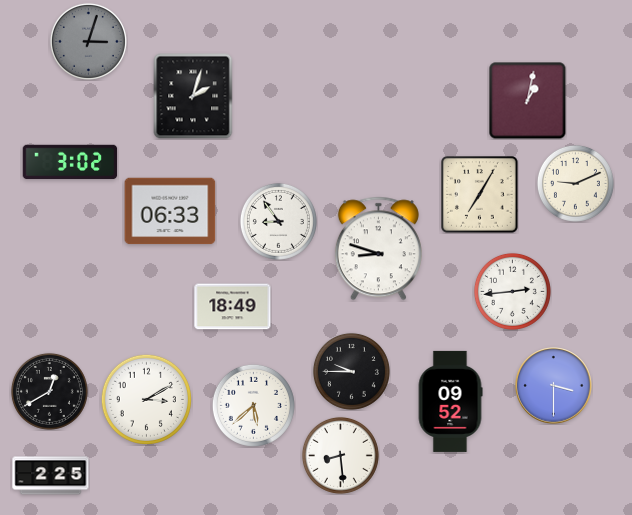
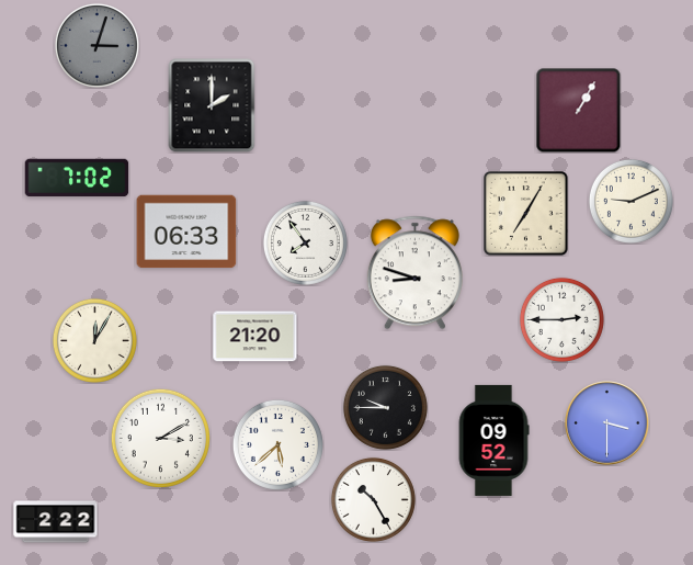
clock at (193, 96): 2:03 -> 2:00
clock at (527, 100): 1:02 -> 1:05
clock at (70, 162): 3:02 -> 7:02
clock at (278, 221): 8:54 -> 7:54
clock at (512, 291): 2:44 -> 2:45
clock at (233, 307): 18:49 -> 21:20
clock at (94, 340): none -> 12:05
clock at (49, 391): 12:40 -> none
clock at (340, 455): 8:29 -> 10:25
clock at (51, 476): 2:25 -> 2:22
